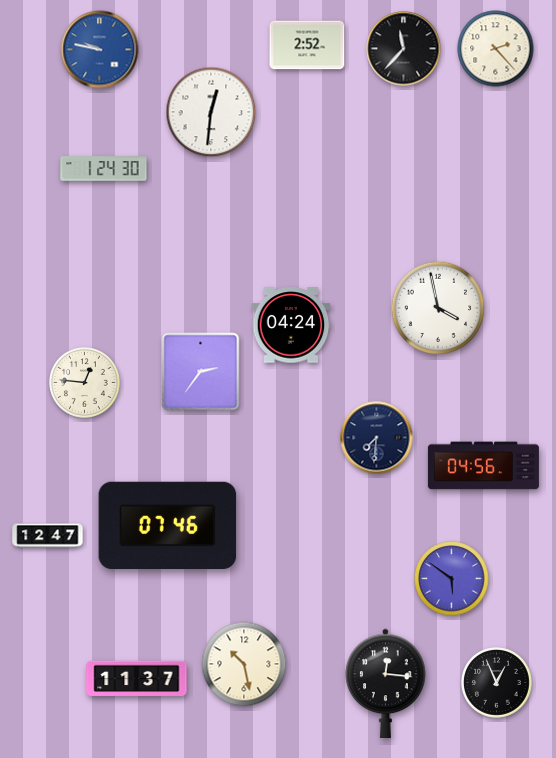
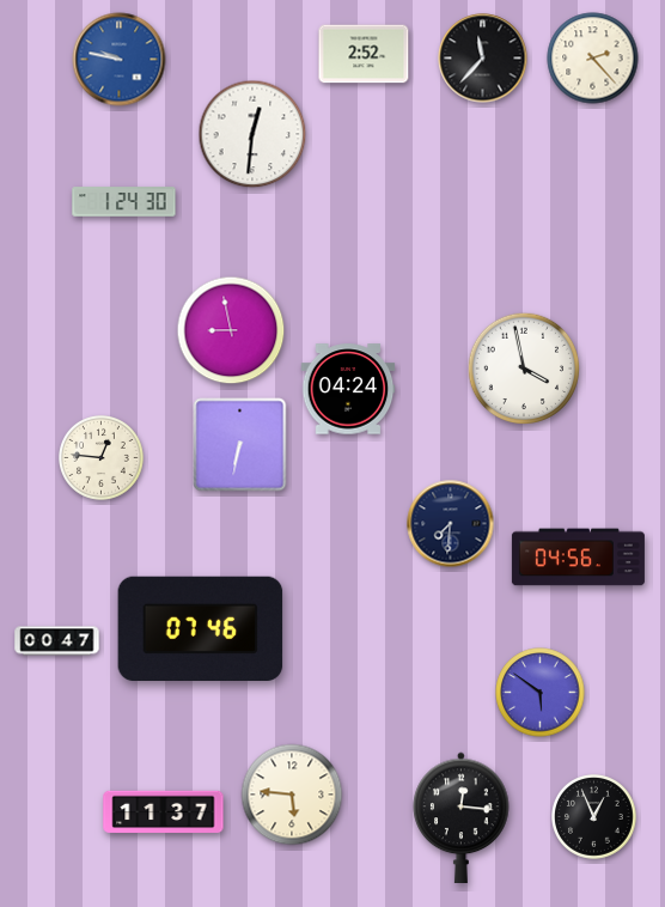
clock at (307, 45) position: (307, 45) -> (364, 54)
clock at (231, 330): none -> 8:58
clock at (201, 372): 2:36 -> 6:32
clock at (48, 536): 12:47 -> 00:47
clock at (244, 664): 10:28 -> 5:46
